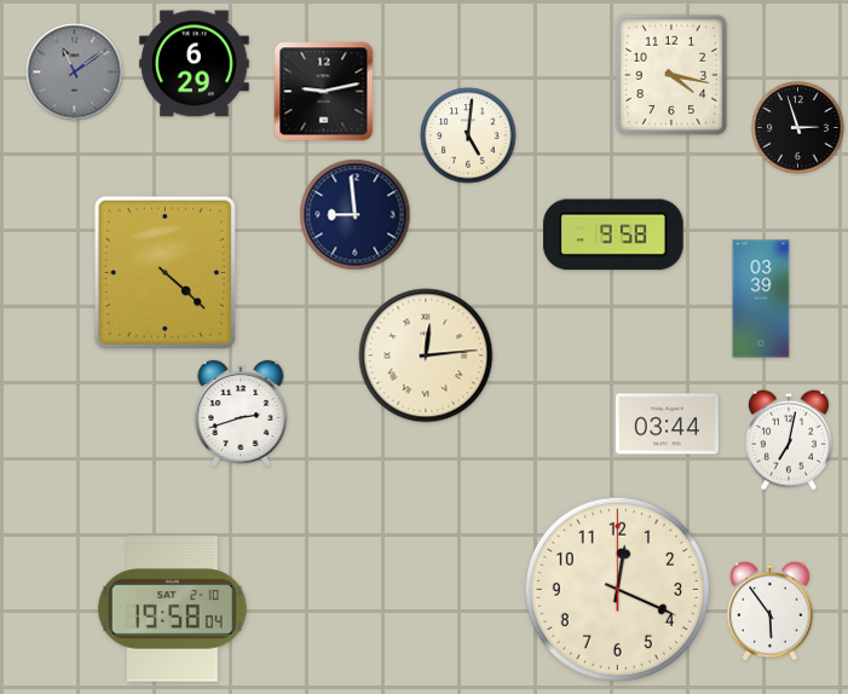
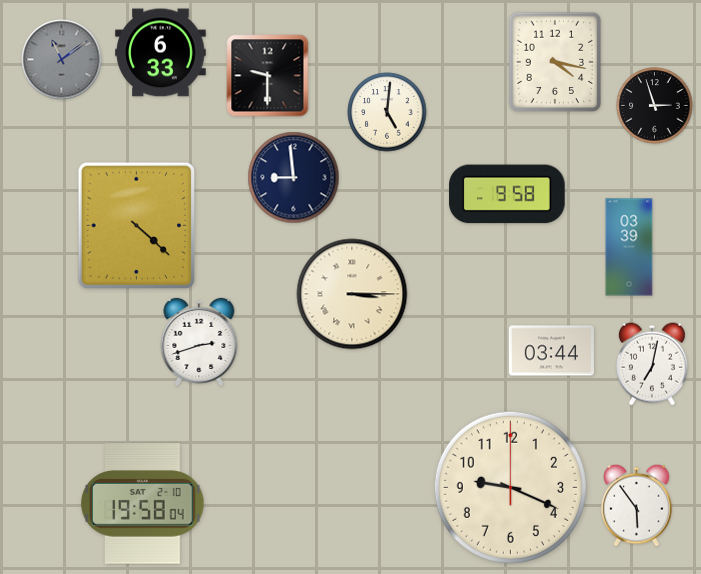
clock at (195, 64): 6:29 -> 6:33
clock at (324, 92): 9:13 -> 9:30
clock at (798, 128) position: (798, 128) -> (655, 106)
clock at (426, 355): 12:14 -> 3:15
clock at (617, 589): 12:19 -> 9:19
